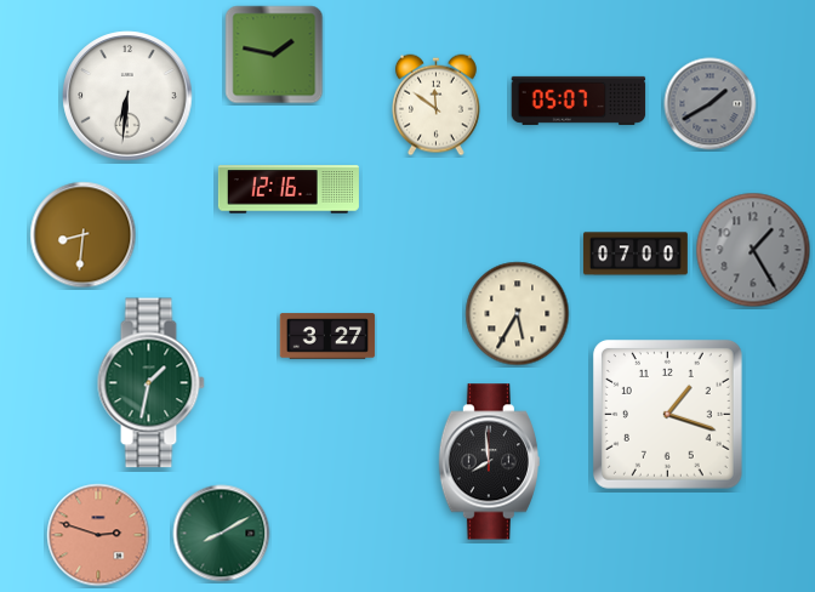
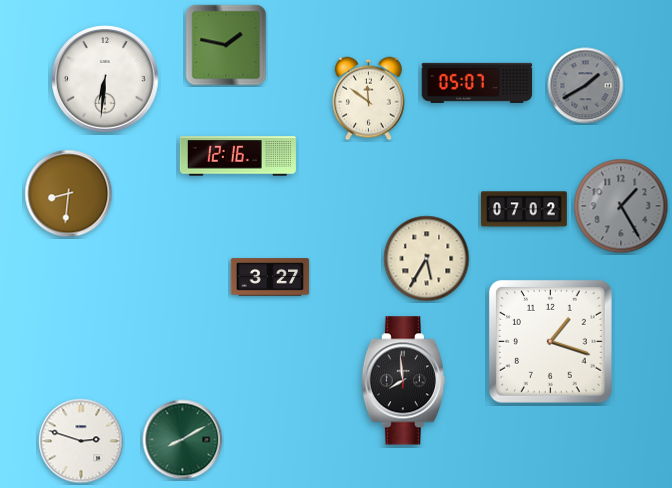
clock at (437, 106) position: (437, 106) -> (369, 99)
clock at (636, 254): 07:00 -> 07:02
clock at (150, 383): 1:32 -> none
clock at (98, 535) dial: salmon -> white
